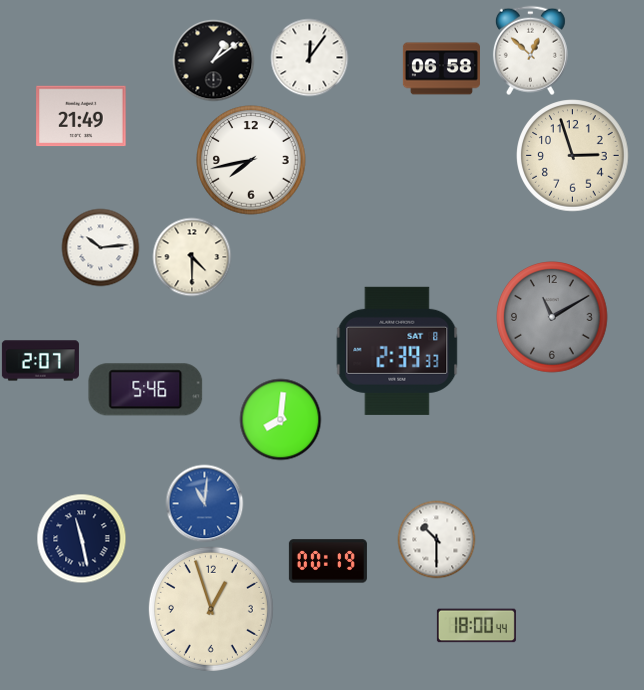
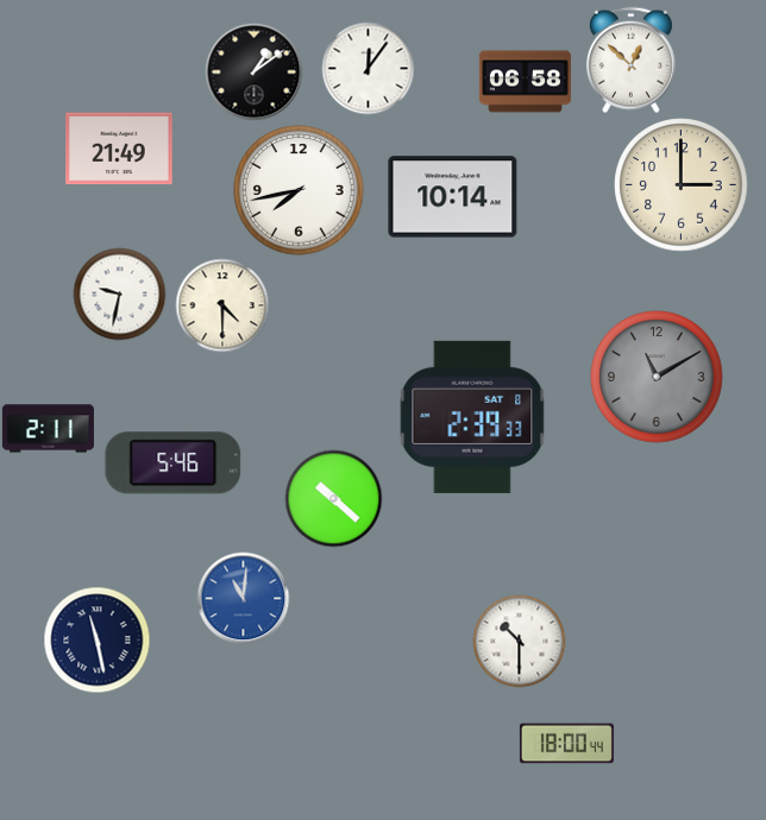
clock at (81, 116) position: (81, 116) -> (119, 149)
clock at (573, 156): 2:57 -> 3:00
clock at (453, 197): none -> 10:14
clock at (100, 247): 10:14 -> 9:32
clock at (192, 257) position: (192, 257) -> (222, 305)
clock at (40, 361): 2:07 -> 2:11
clock at (280, 419): 8:01 -> 10:22
clock at (328, 561): 00:19 -> none
clock at (211, 609): 12:57 -> none
